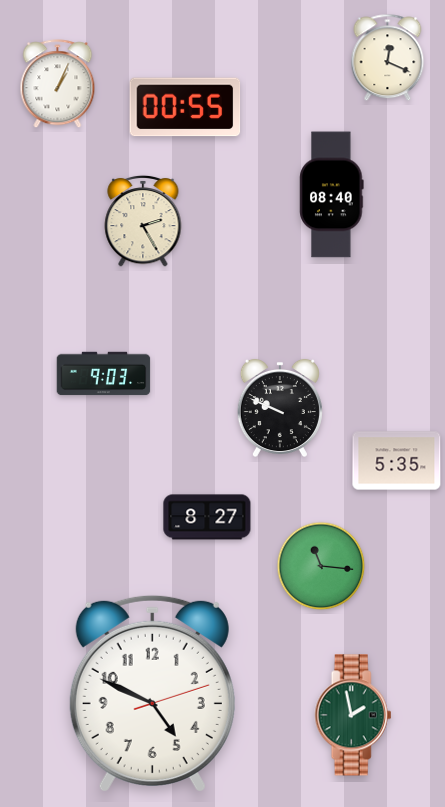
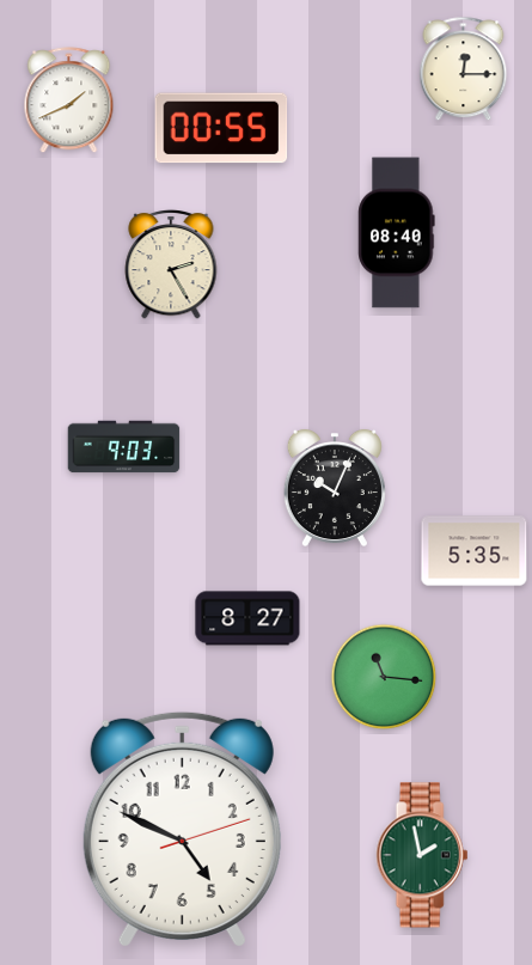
clock at (388, 58): 12:19 -> 12:15
clock at (58, 84): 1:04 -> 1:41
clock at (280, 408): 9:49 -> 10:04
